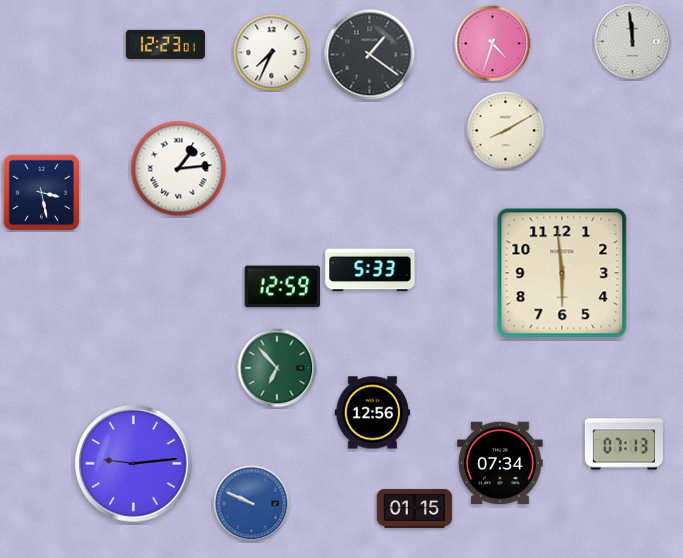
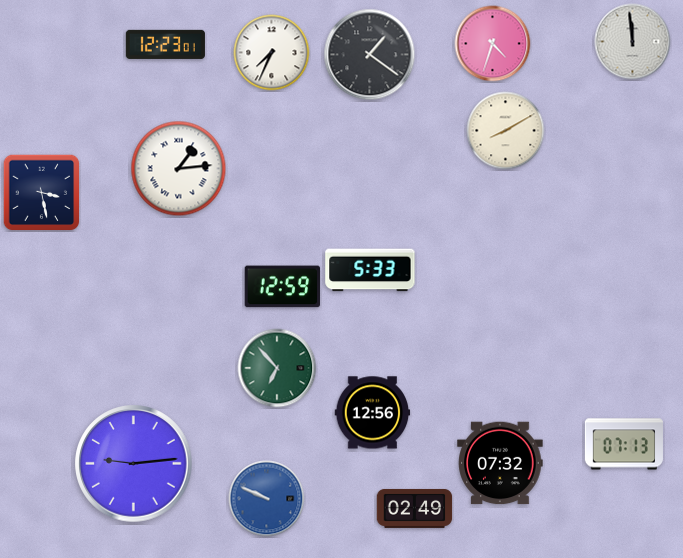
clock at (562, 273): 5:59 -> none
clock at (500, 463): 07:34 -> 07:32
clock at (252, 504) position: (252, 504) -> (267, 499)
clock at (415, 508): 01:15 -> 02:49
